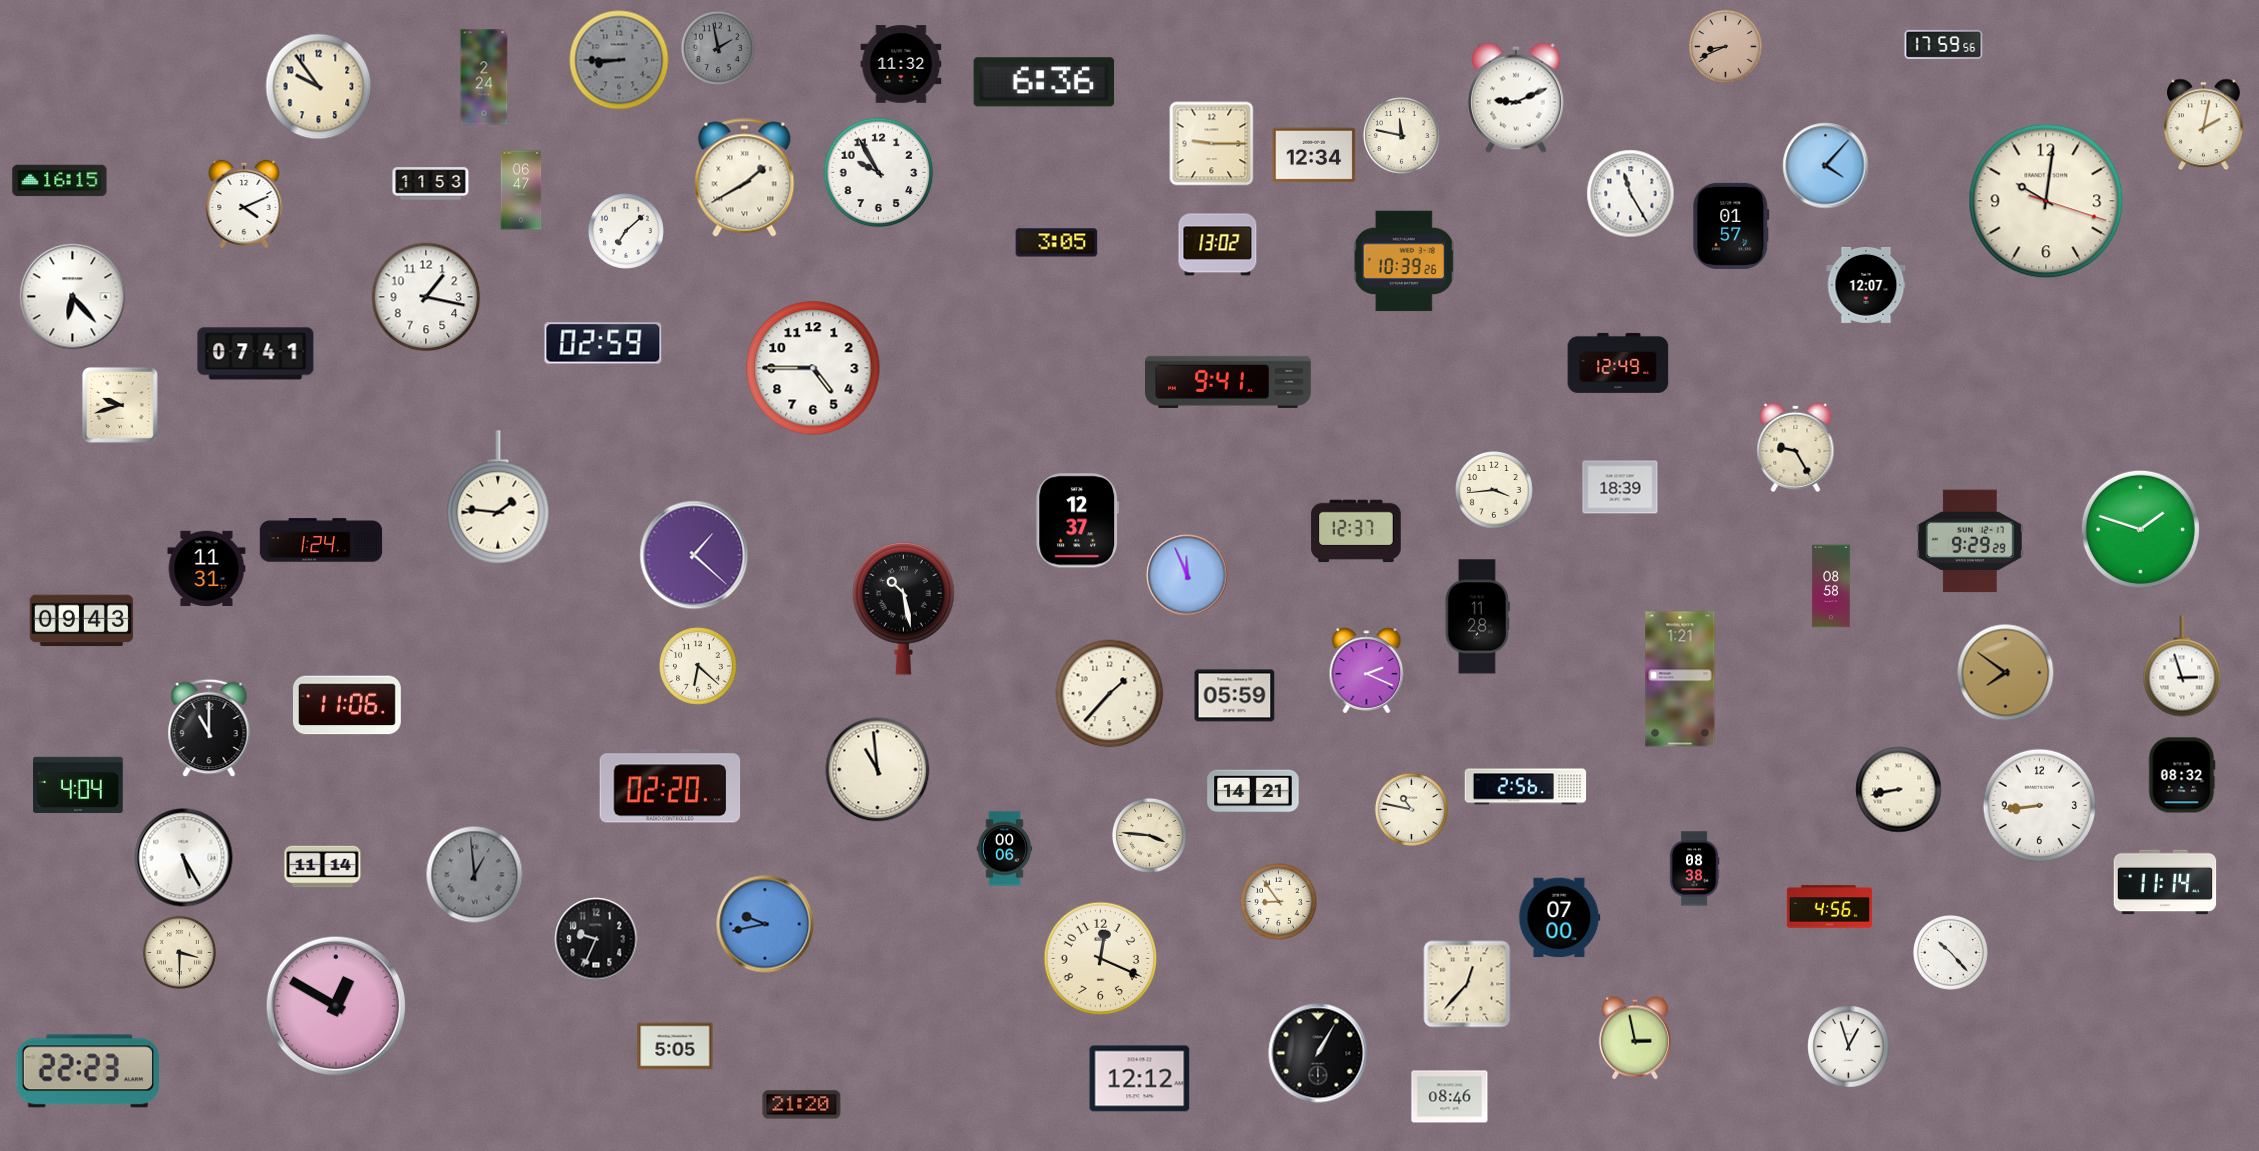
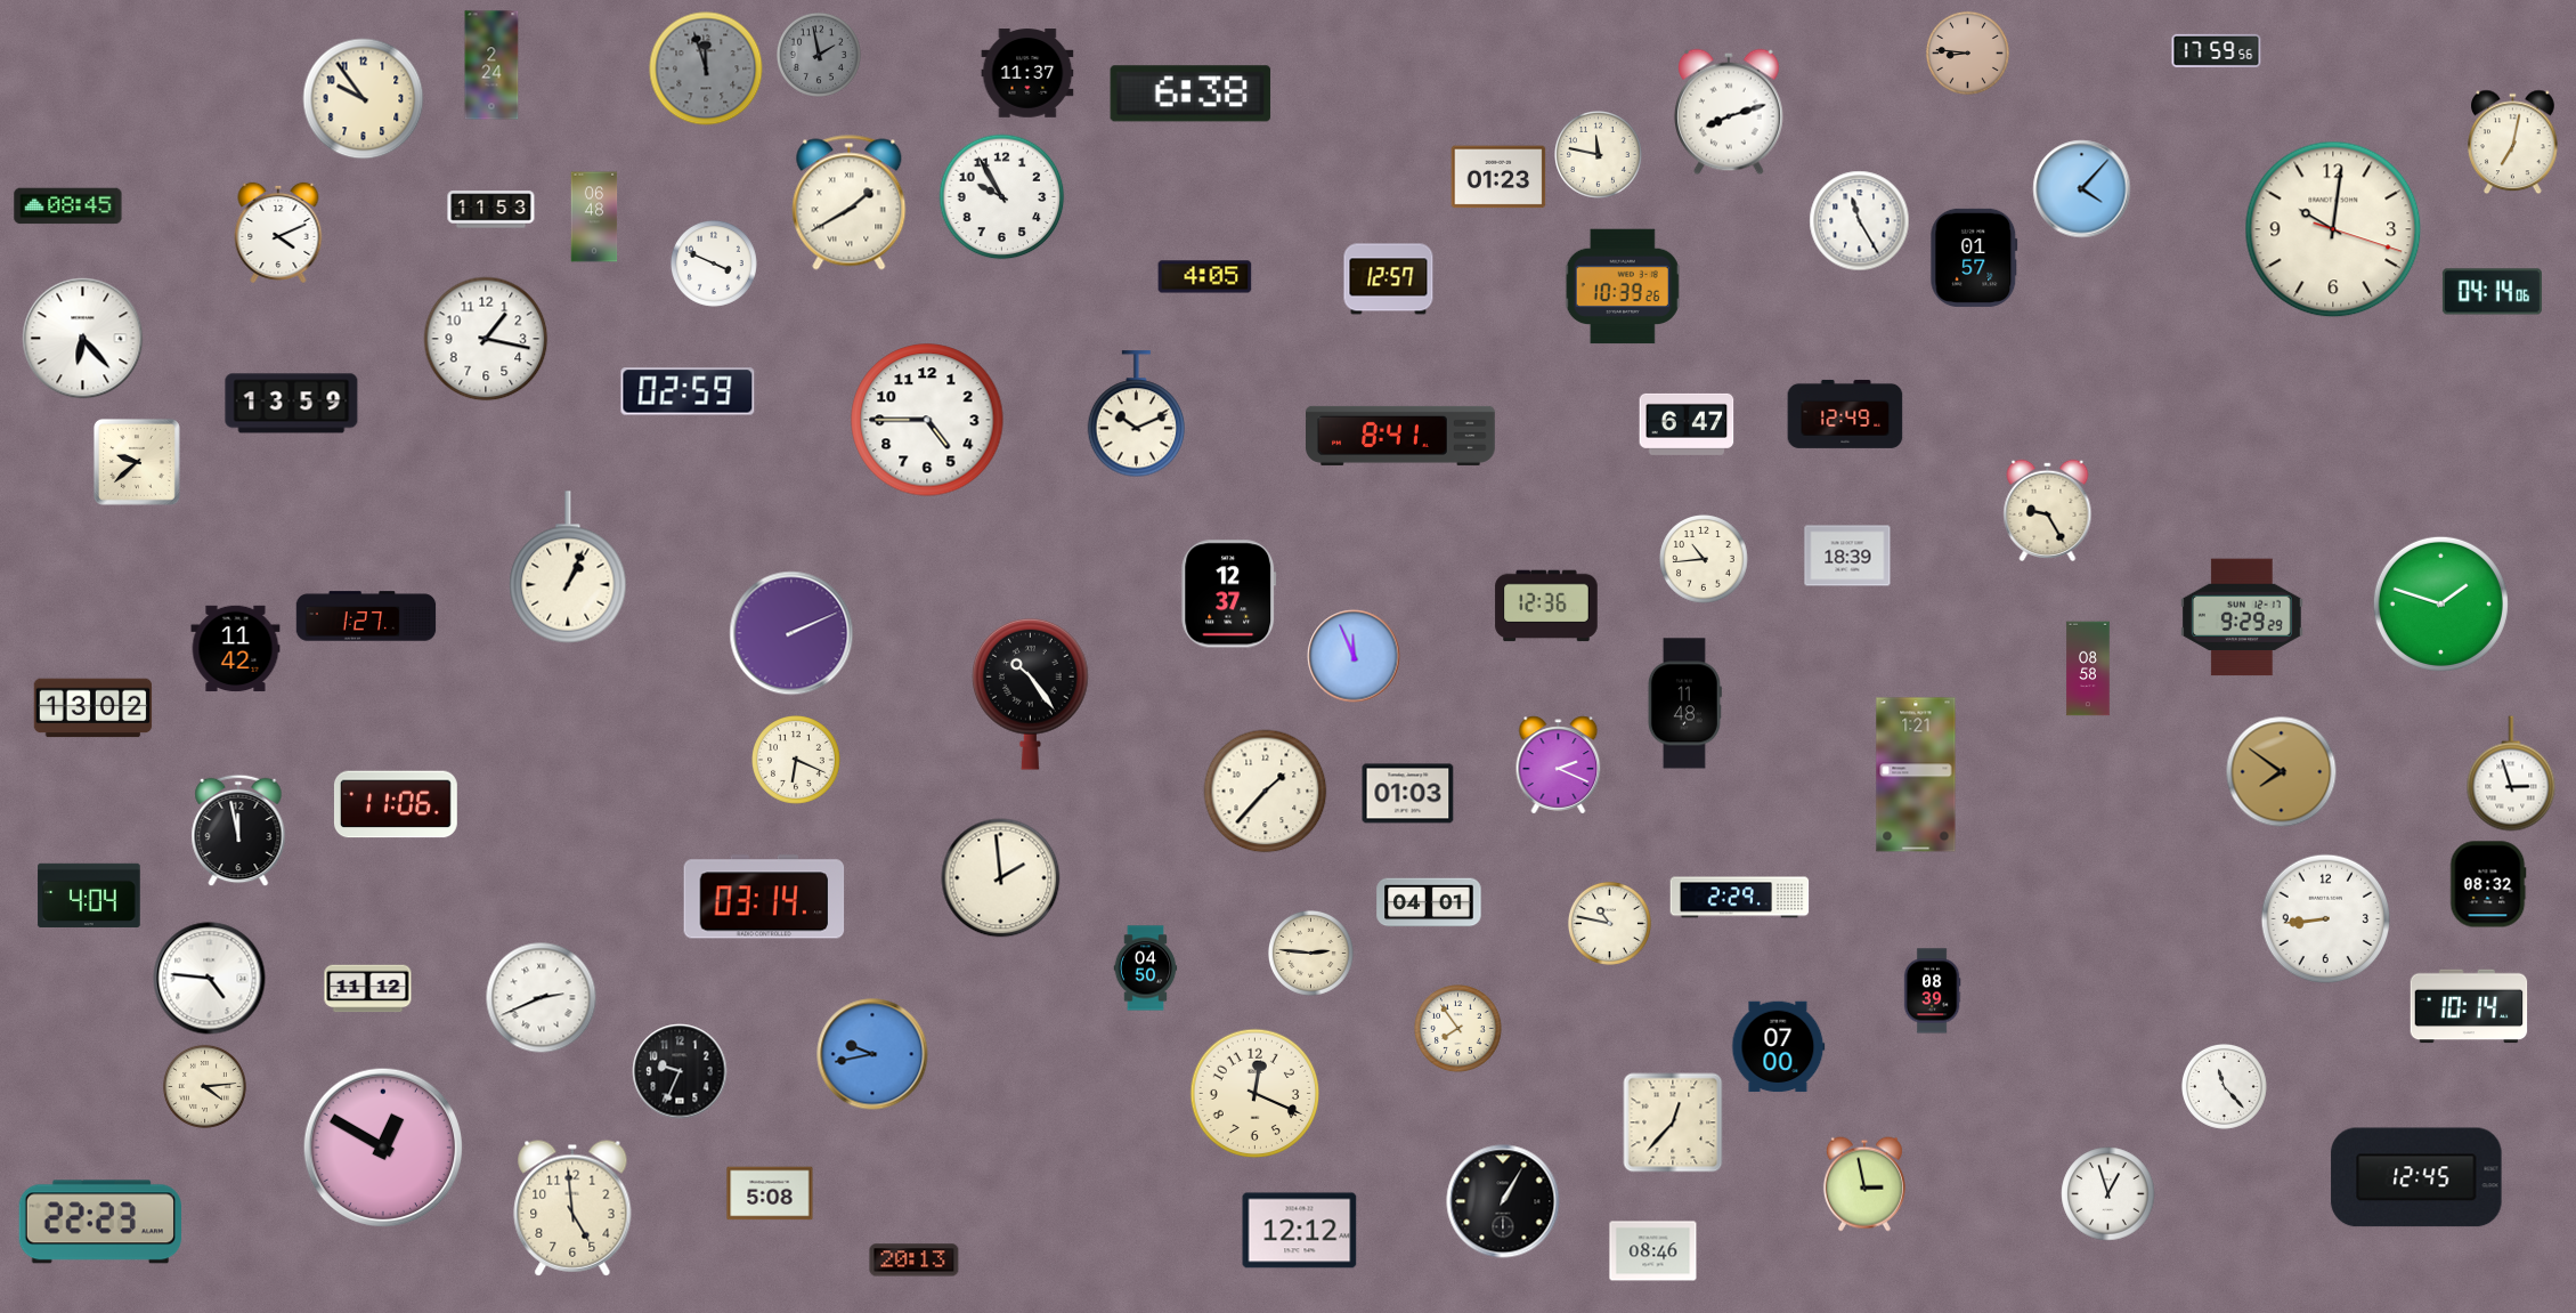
clock at (1725, 46): 8:41 -> 8:46
clock at (619, 60): 8:45 -> 11:57
clock at (901, 64): 11:32 -> 11:37
clock at (484, 77) position: (484, 77) -> (491, 65)
clock at (1044, 82): 6:36 -> 6:38
clock at (1517, 98): 9:11 -> 8:12
clock at (2204, 125): 2:02 -> 7:02
clock at (1212, 144): 9:15 -> none
clock at (1314, 155): 12:34 -> 01:23
clock at (60, 181): 16:15 -> 08:45
clock at (521, 190): 06:47 -> 06:48
clock at (626, 231): 7:08 -> 3:49
clock at (1057, 243): 3:05 -> 4:05
clock at (1218, 245): 13:02 -> 12:57
clock at (2492, 292): none -> 04:14
clock at (1404, 261) position: (1404, 261) -> (1623, 286)
clock at (1866, 285): 12:07 -> none
clock at (256, 354): 07:41 -> 13:59
clock at (1137, 414): none -> 10:11
clock at (1687, 424): none -> 6:47
clock at (1229, 382): 9:41 -> 8:41
clock at (120, 405): 9:42 -> 9:38
clock at (1495, 491): 3:44 -> 10:44
clock at (498, 497): 1:46 -> 1:04
clock at (1356, 531): 12:37 -> 12:36
clock at (321, 540): 1:24 -> 1:27
clock at (1970, 541) position: (1970, 541) -> (2242, 617)
clock at (694, 555): 1:22 -> 2:11
clock at (207, 569): 11:31 -> 11:42
clock at (904, 608): 10:28 -> 10:24
clock at (1477, 617): 11:28 -> 11:48
clock at (82, 621): 09:43 -> 13:02
clock at (2182, 666) position: (2182, 666) -> (2511, 773)
clock at (699, 667): 6:22 -> 6:19
clock at (2006, 673) position: (2006, 673) -> (2282, 772)
clock at (1235, 696): 05:59 -> 01:03
clock at (209, 728): 11:00 -> 11:58
clock at (878, 770): 10:59 -> 1:59
clock at (670, 786): 02:20 -> 03:14
clock at (1526, 787): 2:56 -> 2:29
clock at (1899, 790): 8:43 -> none
clock at (1253, 791): 14:21 -> 04:01
clock at (1149, 835): 3:46 -> 2:46
clock at (1005, 849): 00:06 -> 04:50
clock at (184, 858): 5:25 -> 4:46
clock at (323, 867): 11:14 -> 11:12
clock at (1694, 869): 08:38 -> 08:39
clock at (475, 875): 12:59 -> 2:41
clock at (475, 875) dial: grey -> white
clock at (2165, 882): 11:14 -> 10:14
clock at (1279, 902): 8:54 -> 7:54
clock at (1829, 907): 4:56 -> none
clock at (179, 952): 3:30 -> 4:14
clock at (1950, 952): 10:23 -> 11:23
clock at (2416, 1177): none -> 12:45
clock at (675, 1046): 5:05 -> 5:08
clock at (572, 1208): none -> 4:59
clock at (802, 1105): 21:20 -> 20:13
